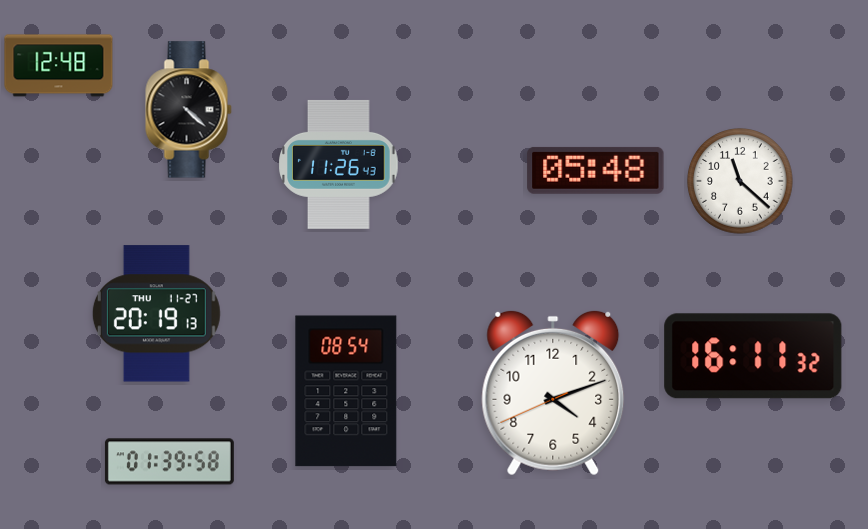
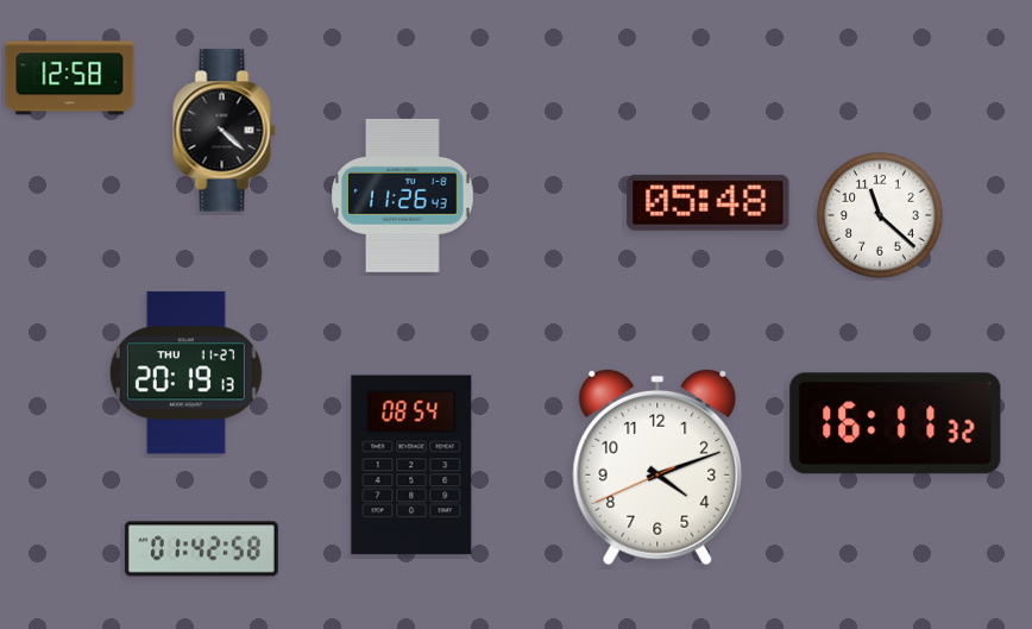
clock at (59, 66): 12:48 -> 12:58
clock at (169, 462): 01:39 -> 01:42
